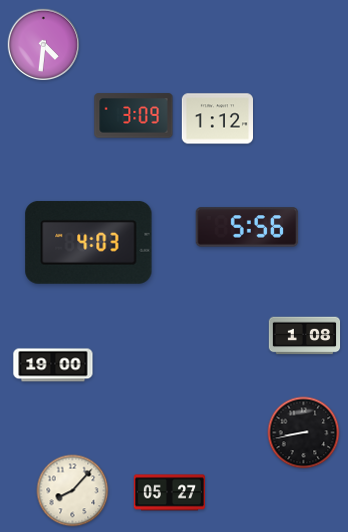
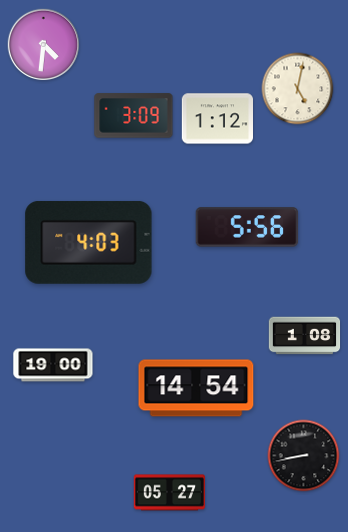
clock at (298, 89): none -> 5:02
clock at (196, 388): none -> 14:54
clock at (304, 433) position: (304, 433) -> (304, 456)
clock at (73, 491): 8:07 -> none
